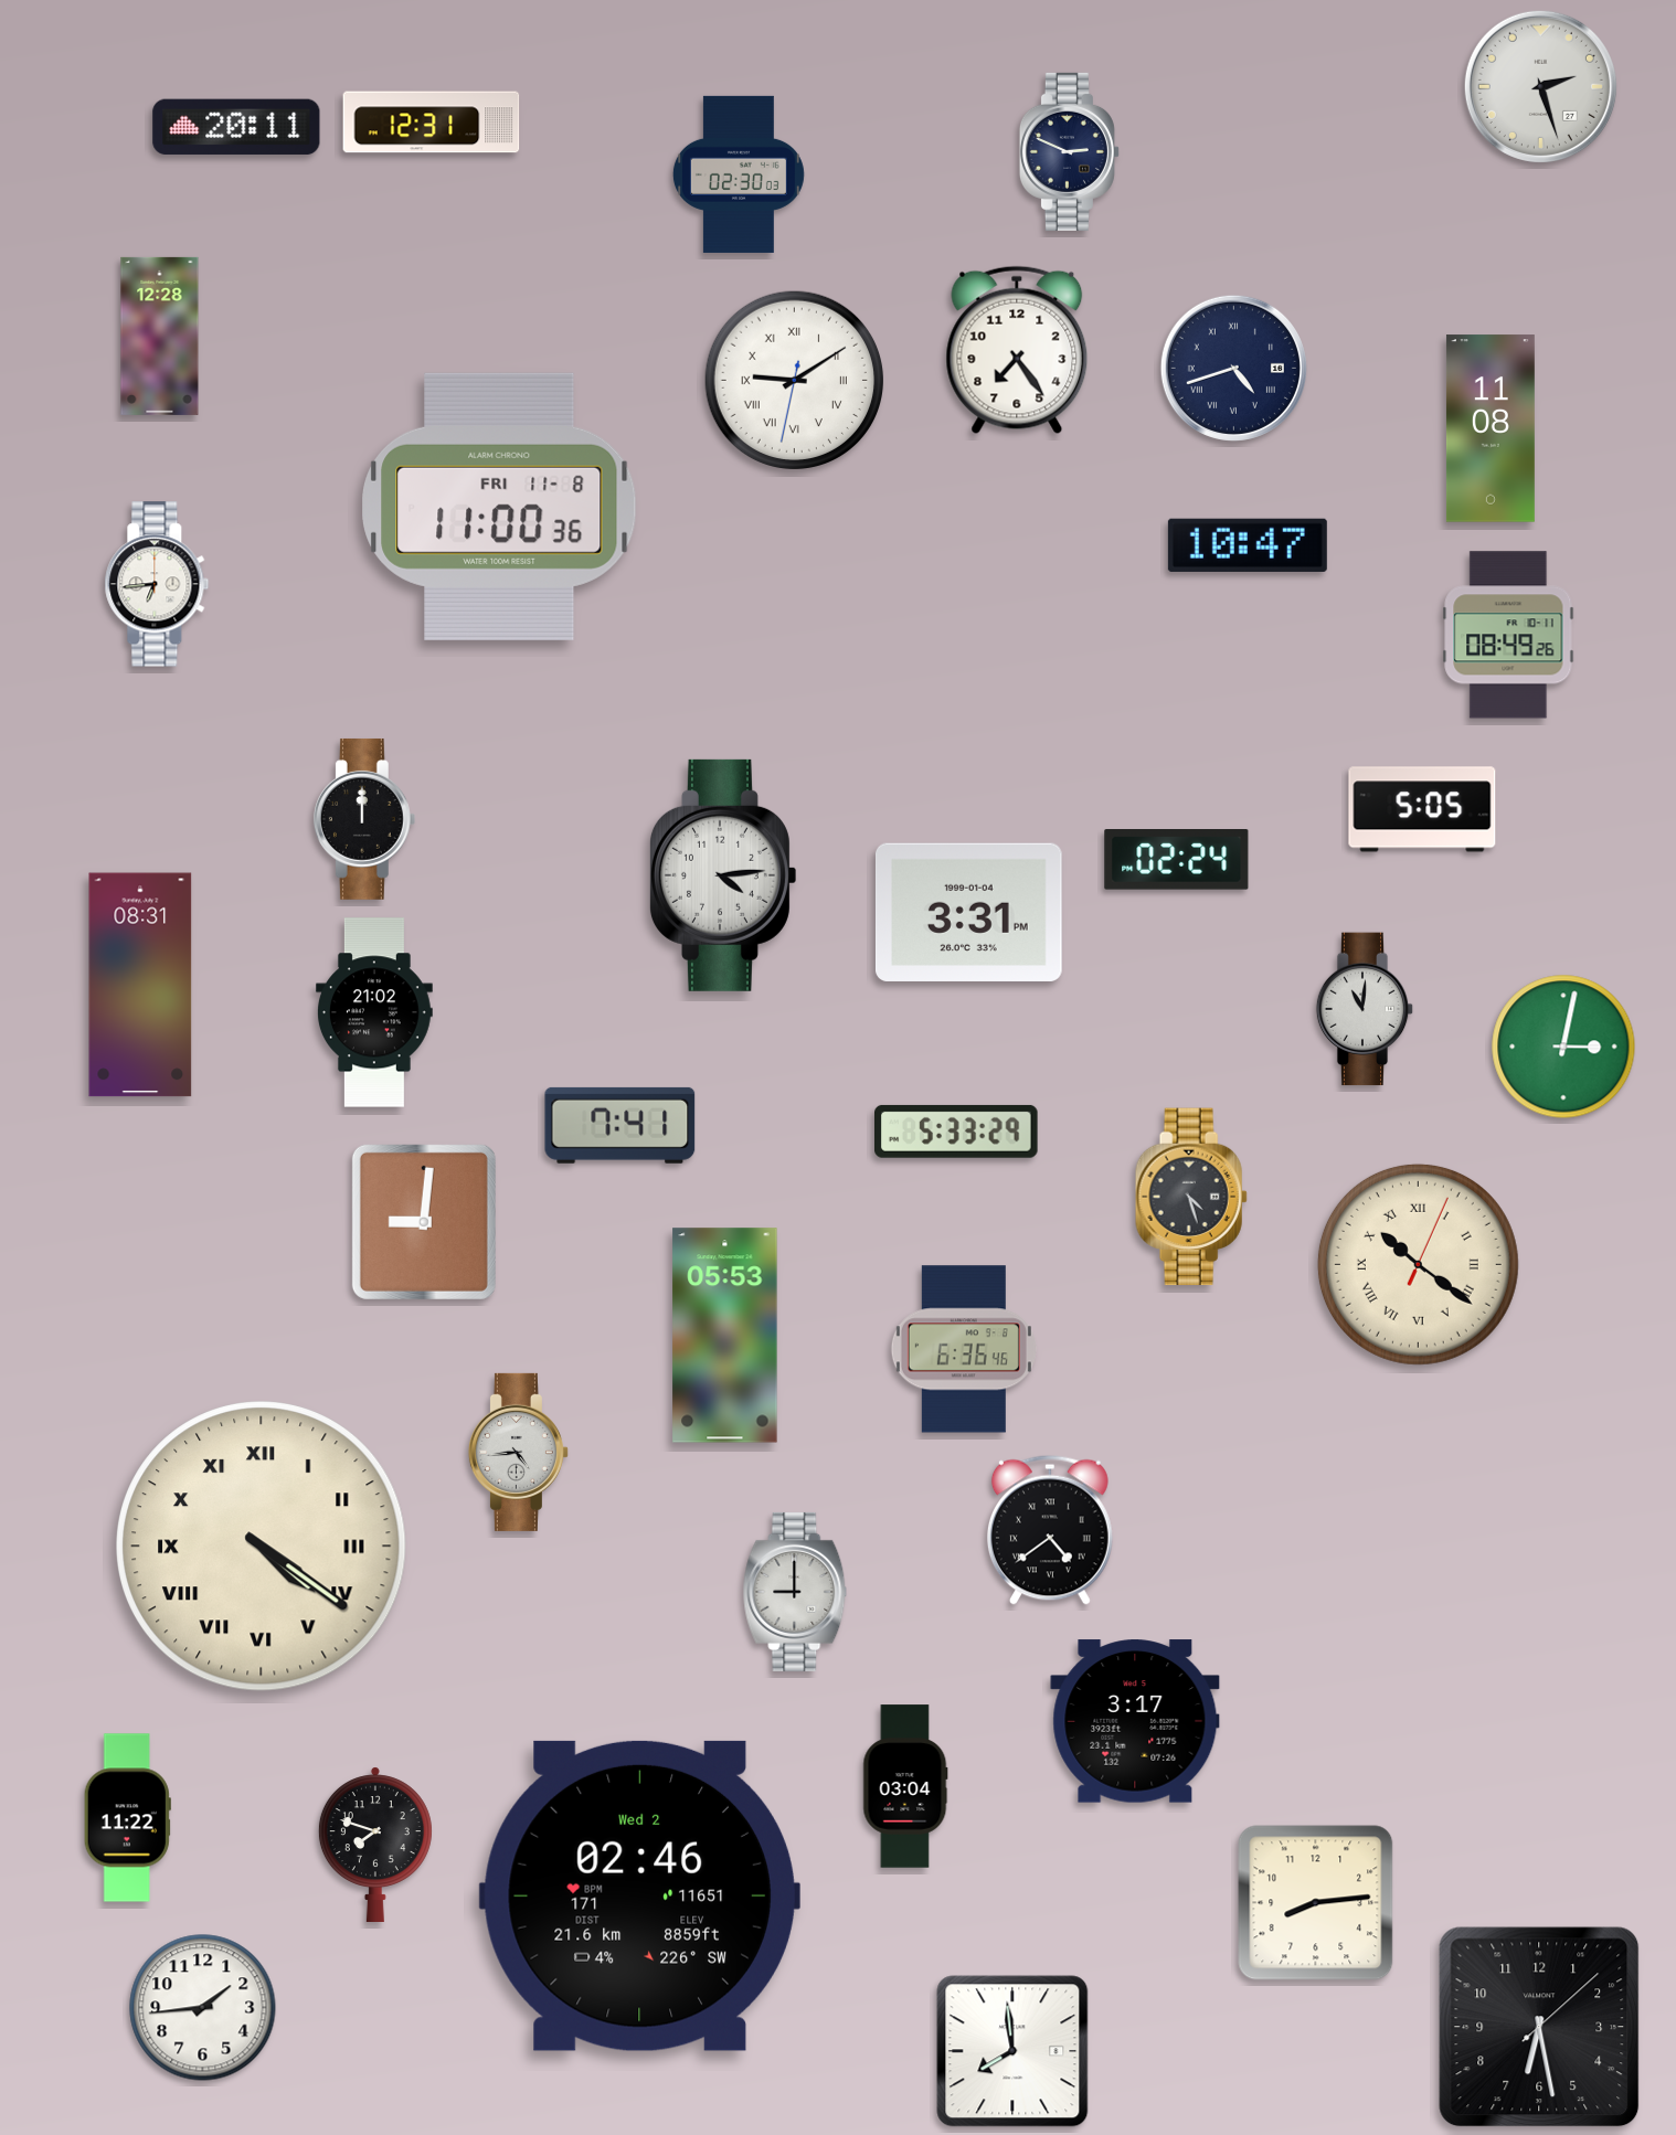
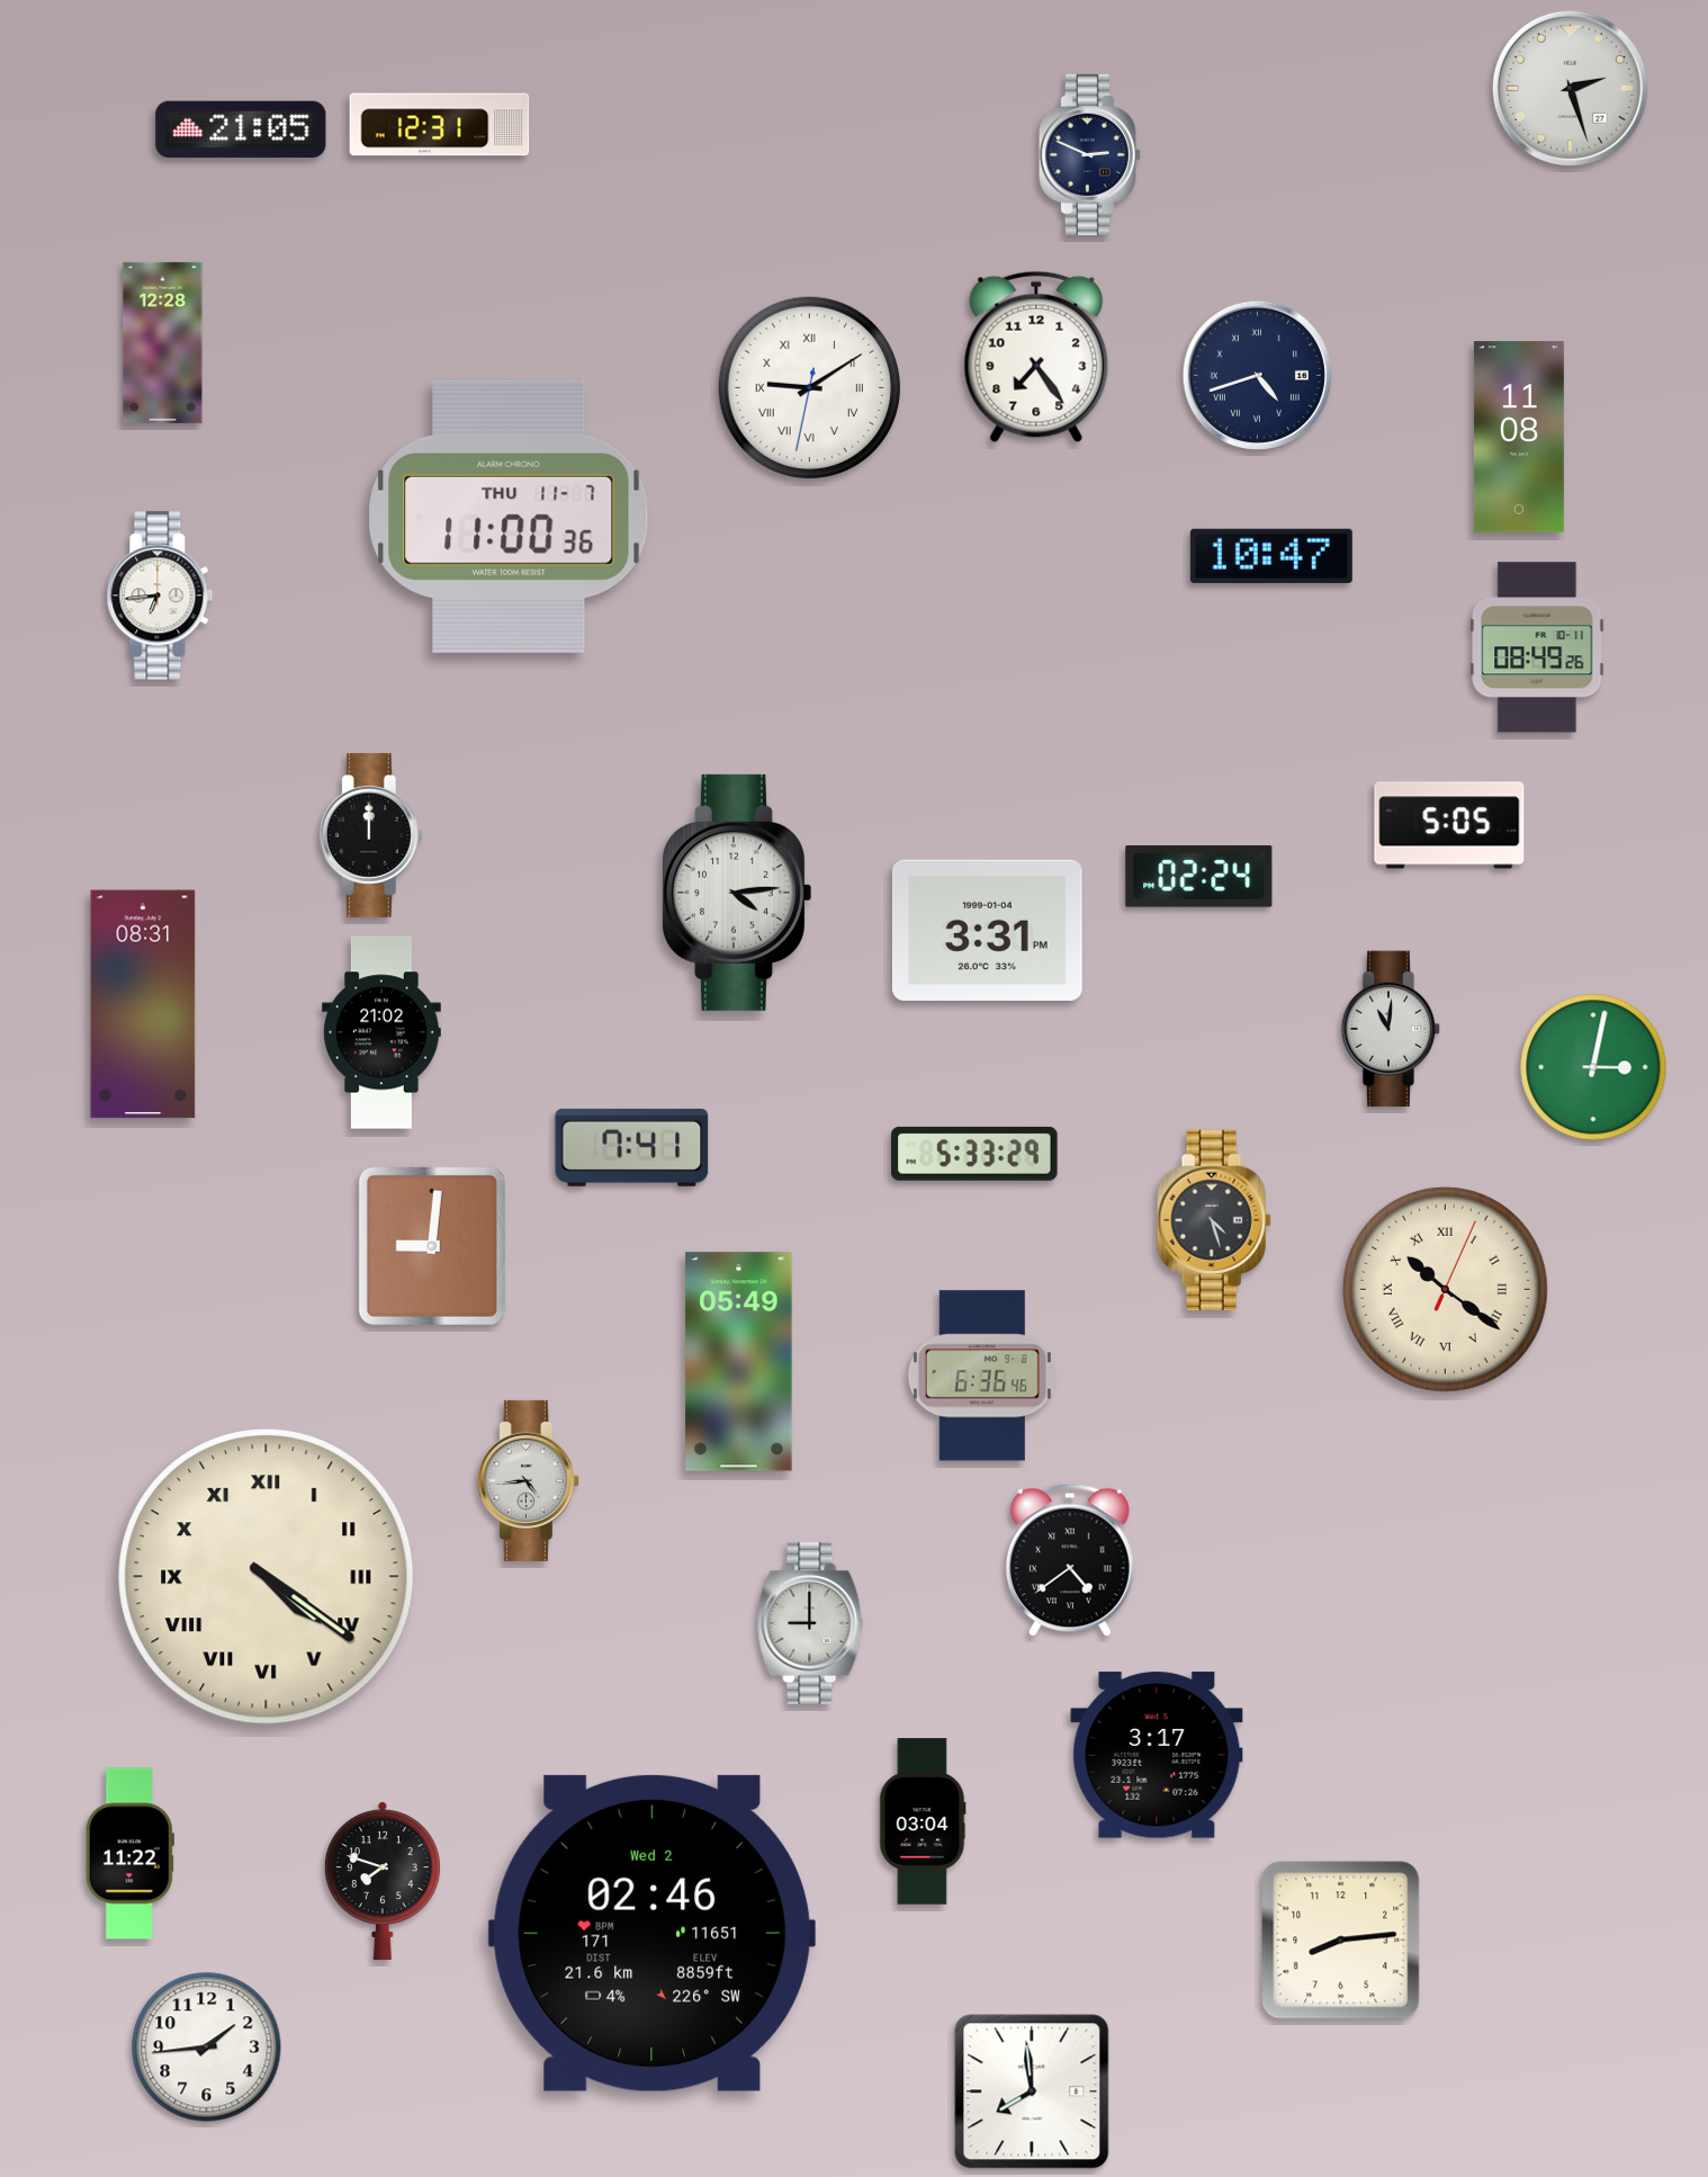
clock at (236, 127): 20:11 -> 21:05
clock at (739, 174): 02:30 -> none
clock at (499, 507) date: FRI 11-8 -> THU 11-7
clock at (725, 1336): 05:53 -> 05:49
clock at (1539, 2027): 6:28 -> none
